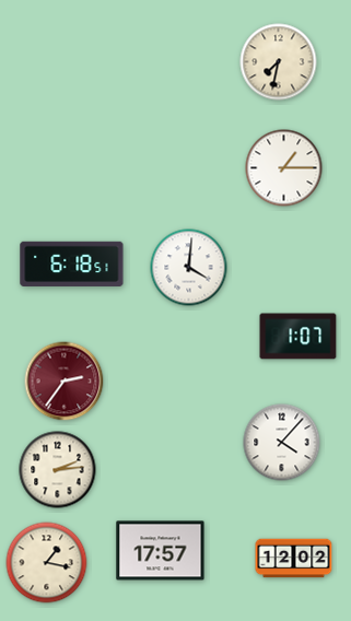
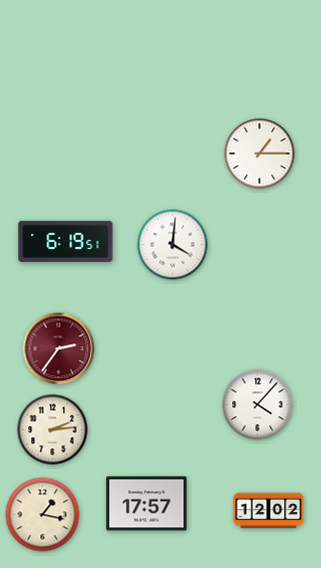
clock at (279, 62): 7:32 -> none
clock at (72, 263): 6:18 -> 6:19
clock at (299, 337): 1:07 -> none
